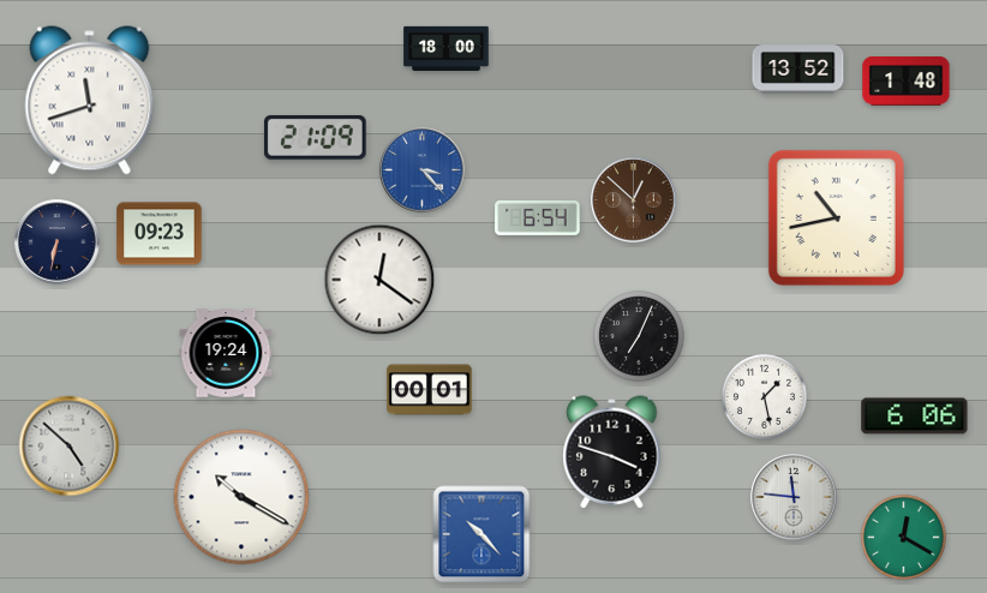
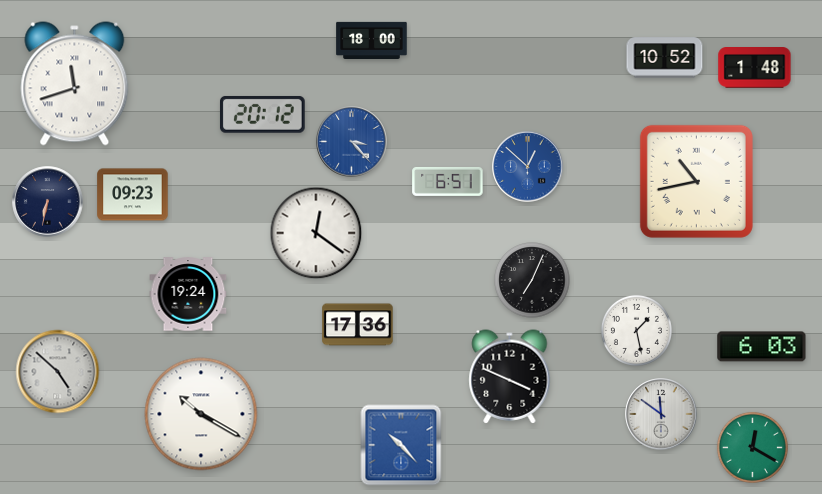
clock at (798, 70): 13:52 -> 10:52
clock at (316, 137): 21:09 -> 20:12
clock at (634, 200) dial: brown -> blue
clock at (538, 217): 6:54 -> 6:51
clock at (430, 390): 00:01 -> 17:36
clock at (915, 417): 6:06 -> 6:03
clock at (612, 453): 3:48 -> 3:49
clock at (794, 497): 11:46 -> 11:51
